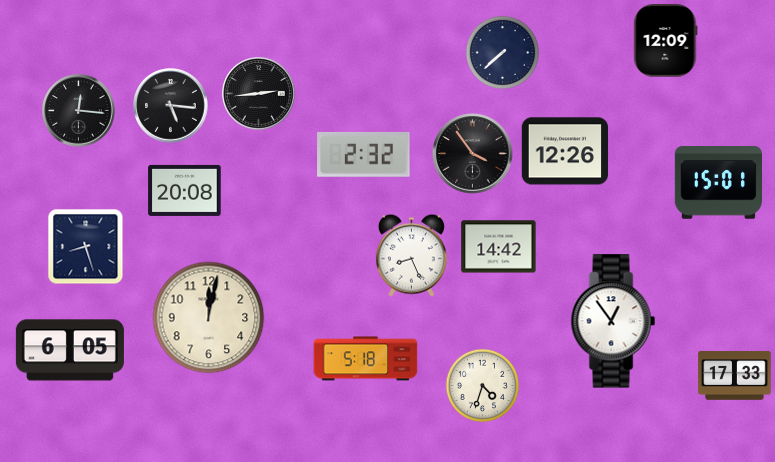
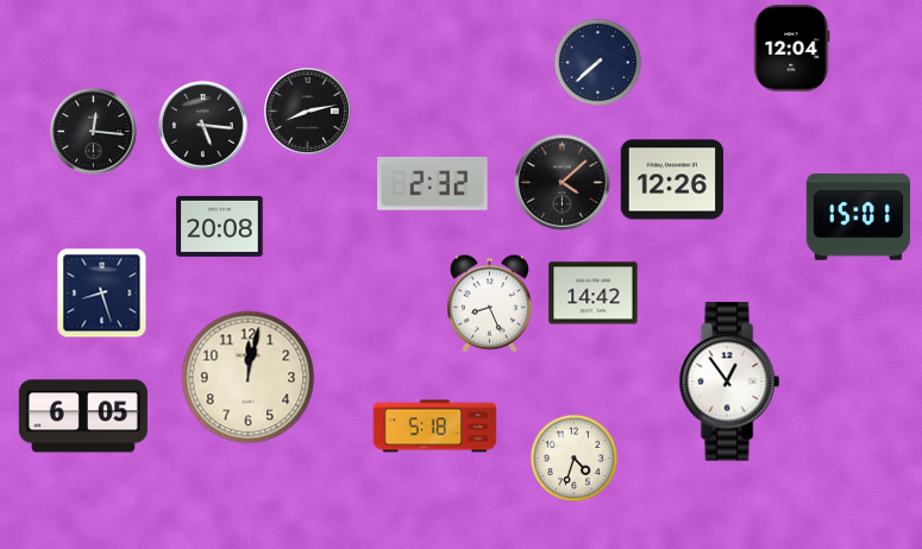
clock at (666, 41): 12:09 -> 12:04
clock at (259, 94): 2:44 -> 8:13
clock at (473, 154): 3:54 -> 4:08
clock at (718, 183) position: (718, 183) -> (858, 217)
clock at (735, 376): 17:33 -> none
